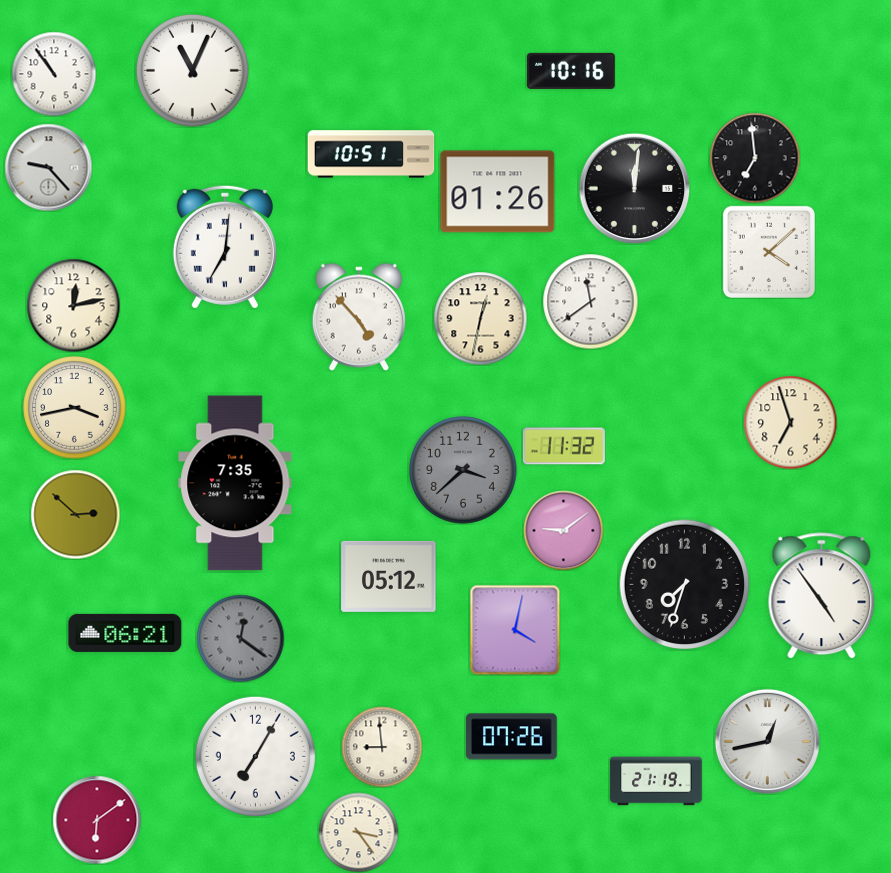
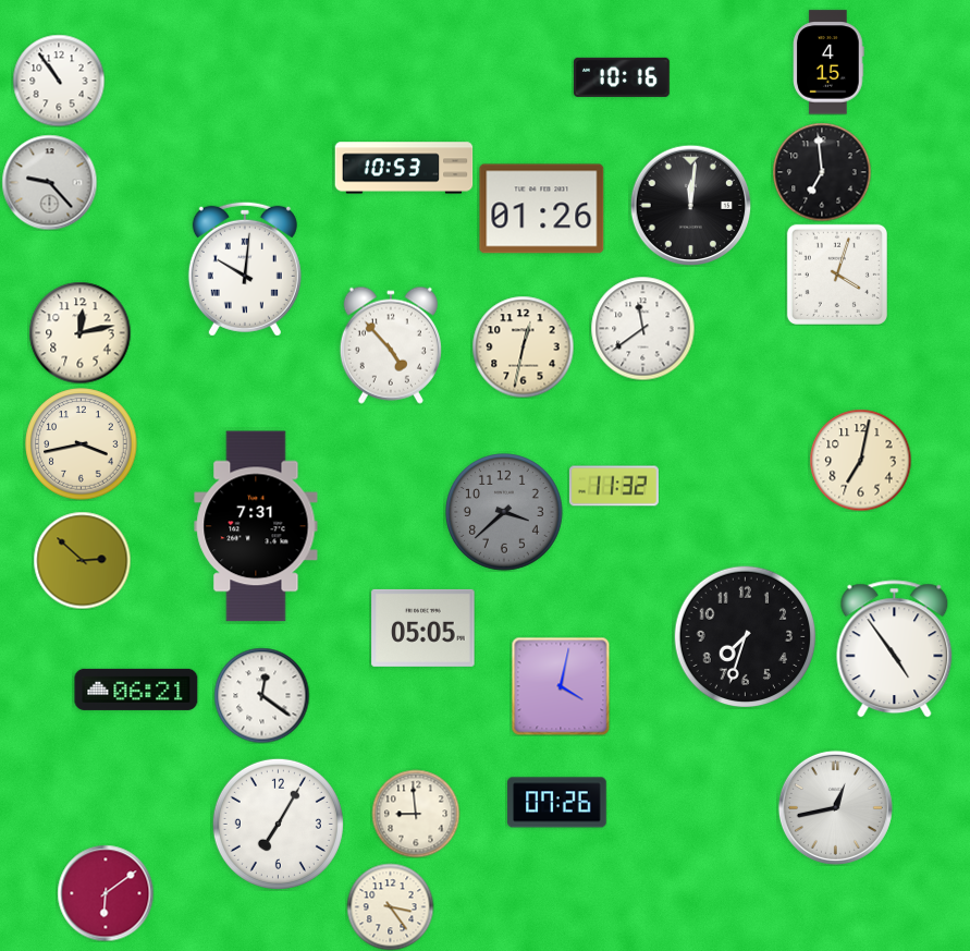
clock at (828, 62): none -> 4:15
clock at (192, 70): 11:04 -> none
clock at (371, 154): 10:51 -> 10:53
clock at (48, 167) position: (48, 167) -> (49, 182)
clock at (225, 247): 7:01 -> 10:01
clock at (769, 252): 4:08 -> 4:03
clock at (790, 422): 6:57 -> 7:02
clock at (235, 483): 7:35 -> 7:31
clock at (563, 530): 9:09 -> none
clock at (389, 576): 05:12 -> 05:05
clock at (240, 638) dial: grey -> white
clock at (656, 781): 21:19 -> none
